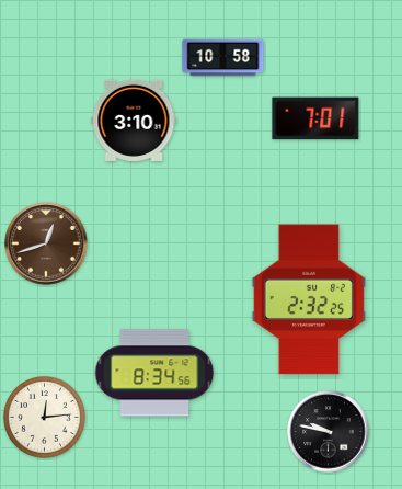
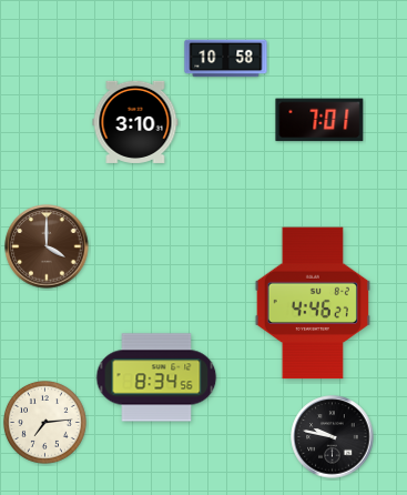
clock at (46, 243): 12:42 -> 4:00
clock at (309, 299): 2:32 -> 4:46
clock at (44, 417): 12:14 -> 7:14
